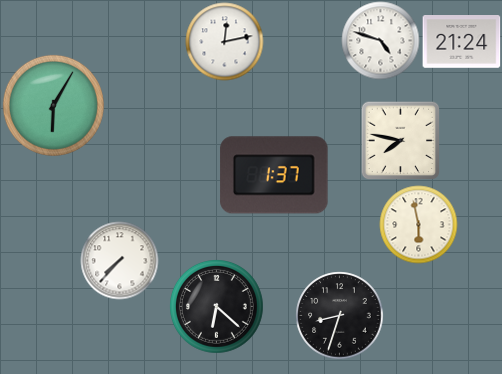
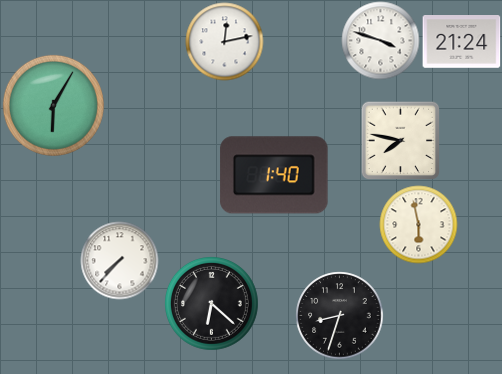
clock at (380, 40): 4:48 -> 3:48
clock at (274, 175): 1:37 -> 1:40
clock at (217, 307) position: (217, 307) -> (212, 304)
